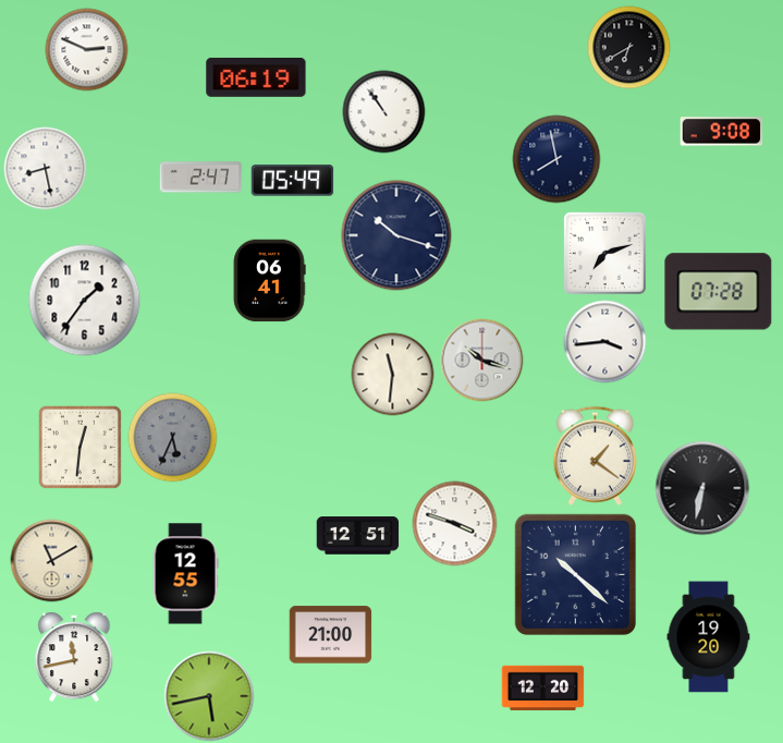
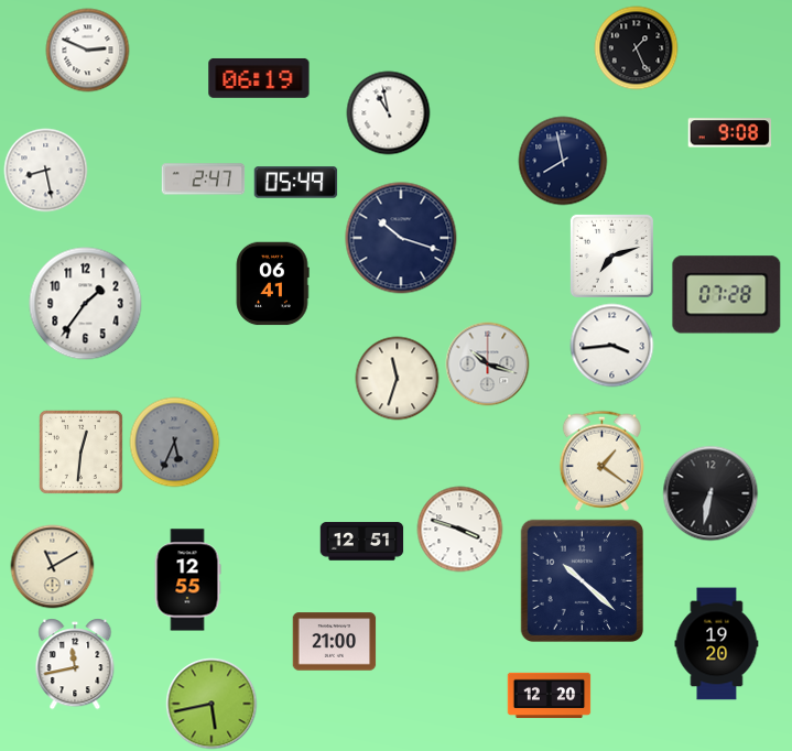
clock at (629, 48): 6:40 -> 1:26
clock at (384, 112): 10:54 -> 10:58
clock at (393, 375): 11:31 -> 11:33
